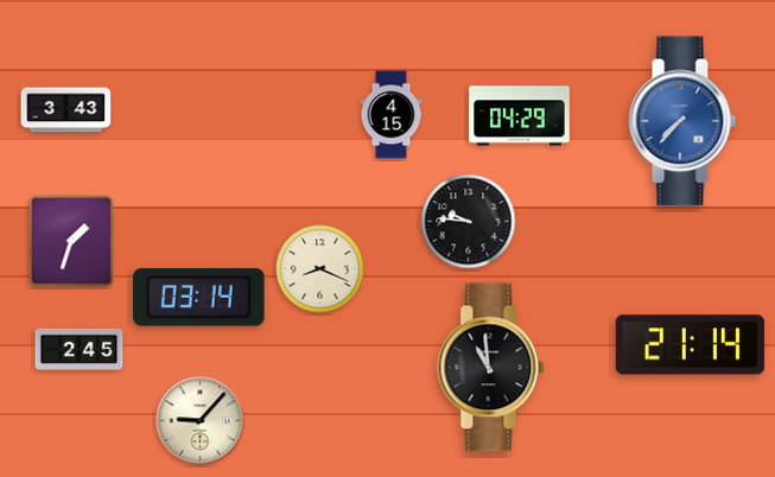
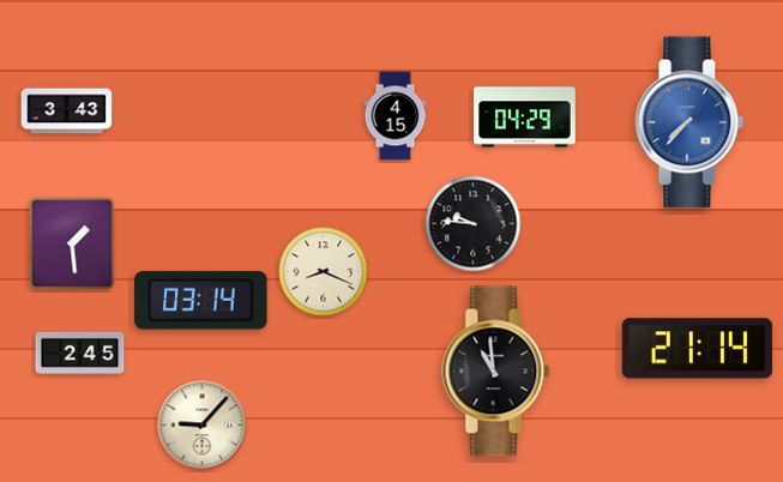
clock at (71, 241): 1:33 -> 1:29
